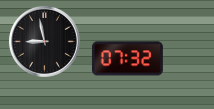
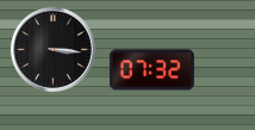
clock at (44, 41): 8:58 -> 3:16
